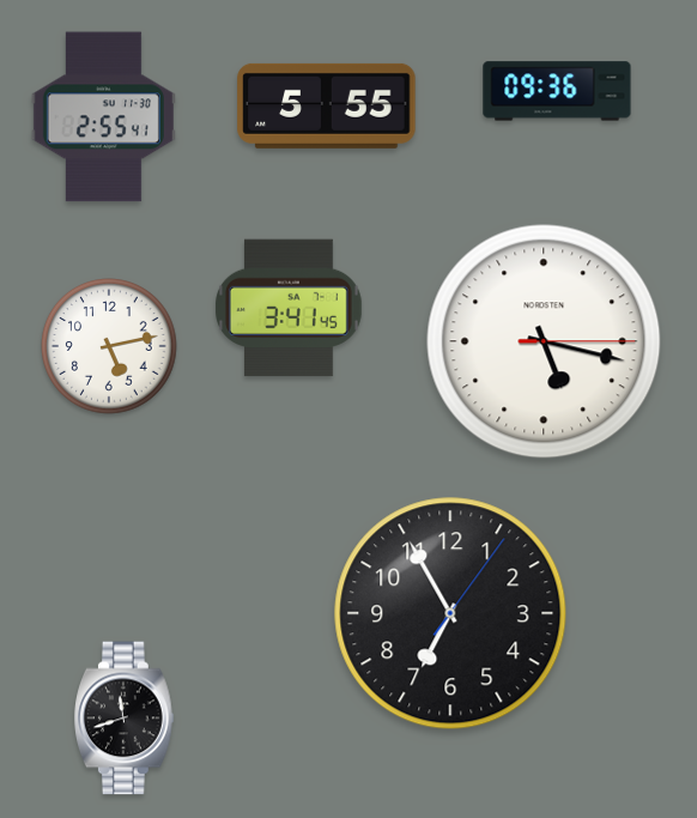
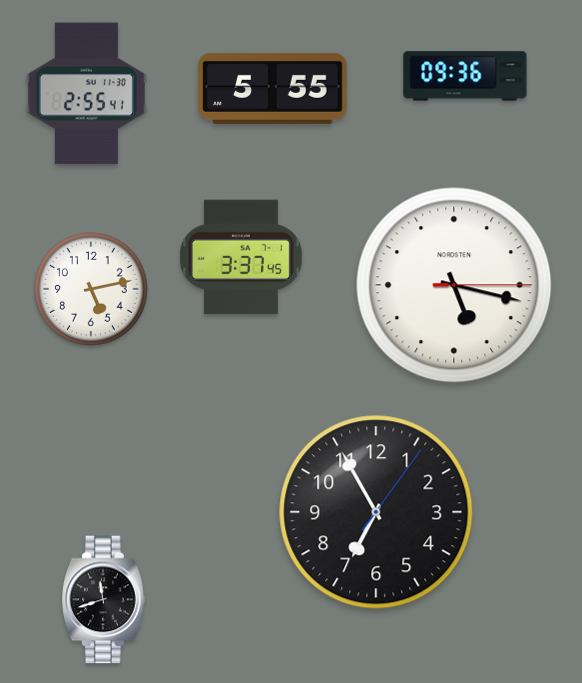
clock at (103, 117) position: (103, 117) -> (86, 94)
clock at (290, 308): 3:41 -> 3:37
